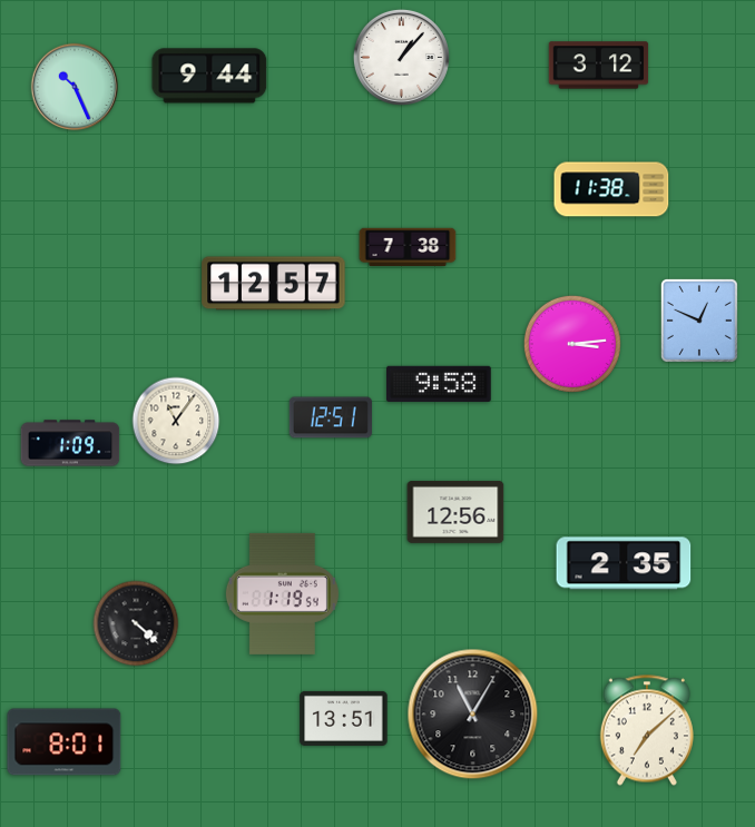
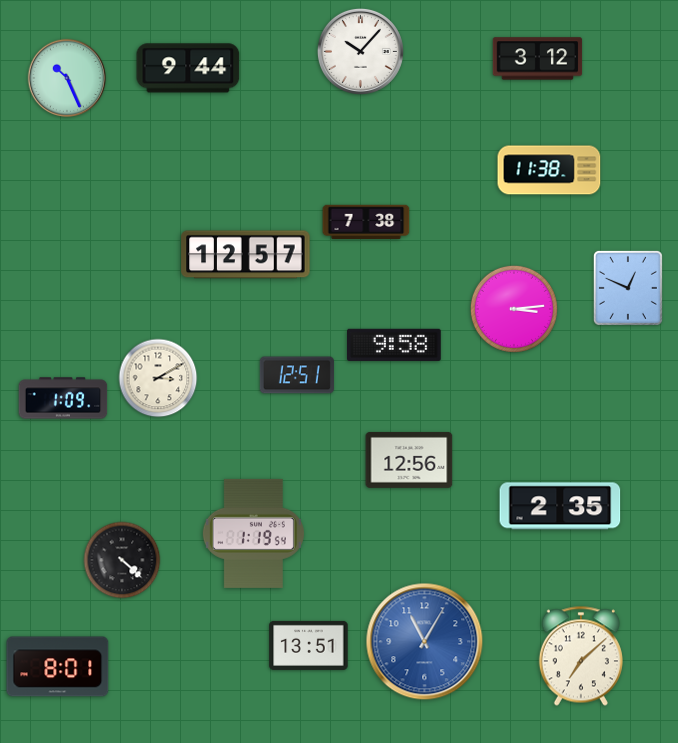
clock at (401, 57): 1:07 -> 10:07
clock at (176, 421): 11:06 -> 3:10
clock at (473, 715) dial: black -> blue
